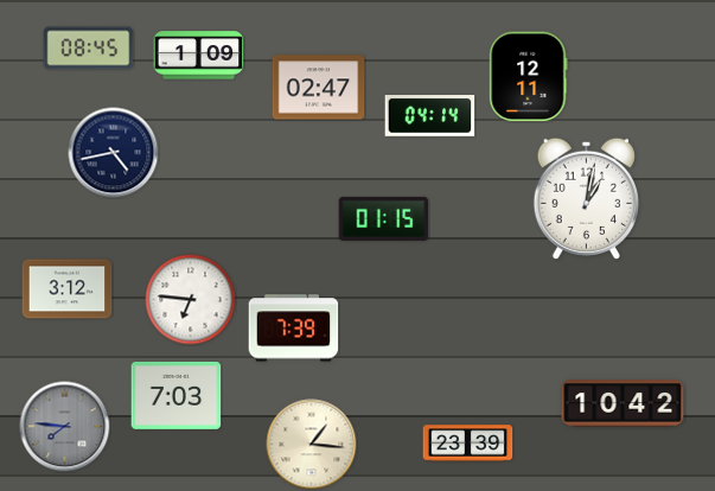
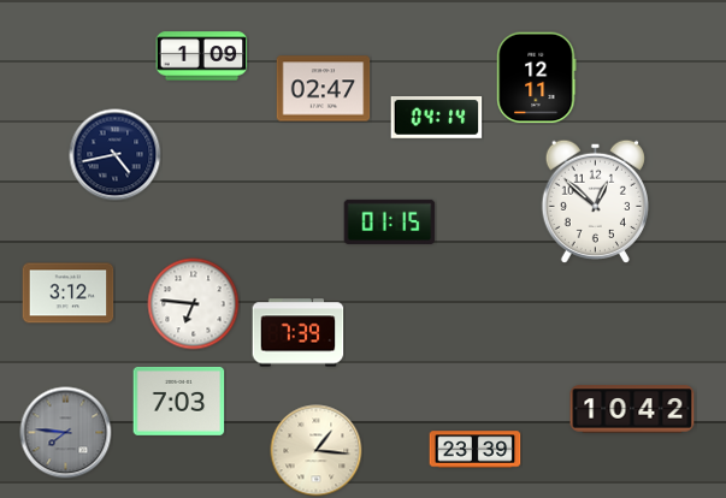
clock at (89, 49): 08:45 -> none
clock at (586, 198): 1:02 -> 12:52
